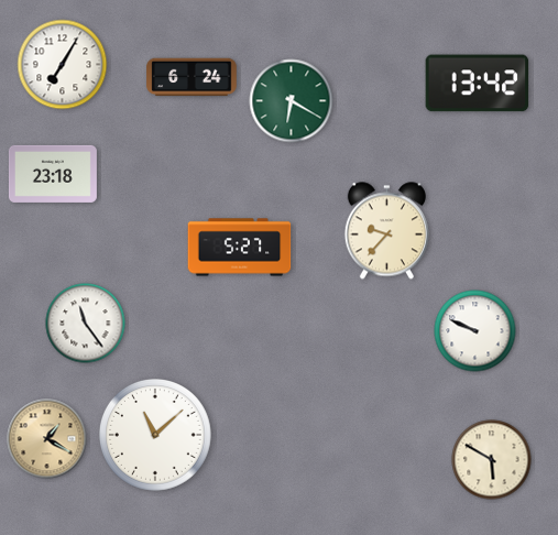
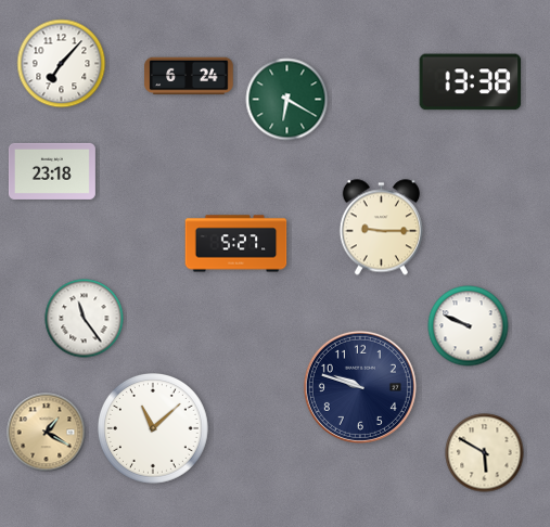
clock at (63, 65): 7:05 -> 7:07
clock at (478, 84): 13:42 -> 13:38
clock at (386, 231): 9:37 -> 9:15
clock at (360, 387): none -> 9:48
